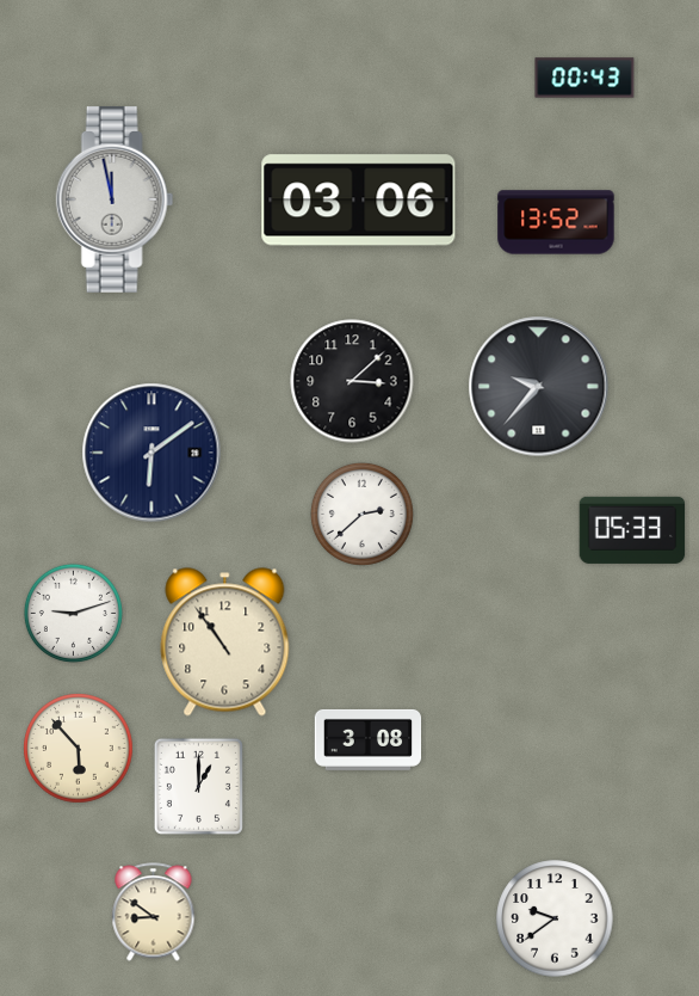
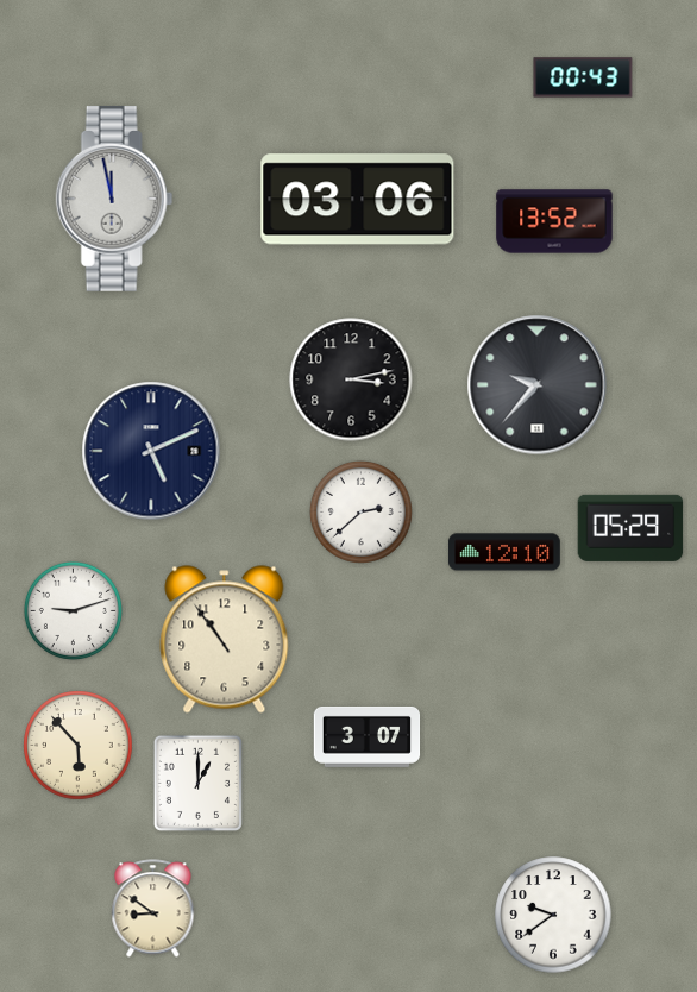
clock at (352, 381): 3:08 -> 3:13
clock at (151, 453): 6:09 -> 5:11
clock at (632, 530): 05:33 -> 05:29
clock at (506, 552): none -> 12:10
clock at (369, 739): 3:08 -> 3:07
